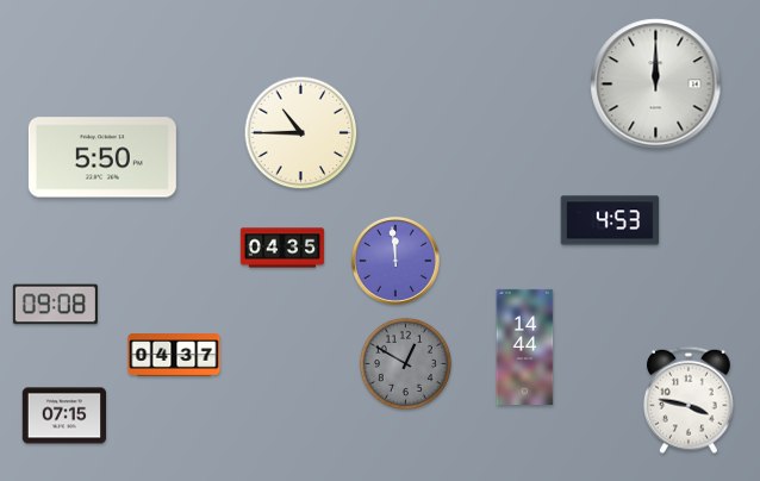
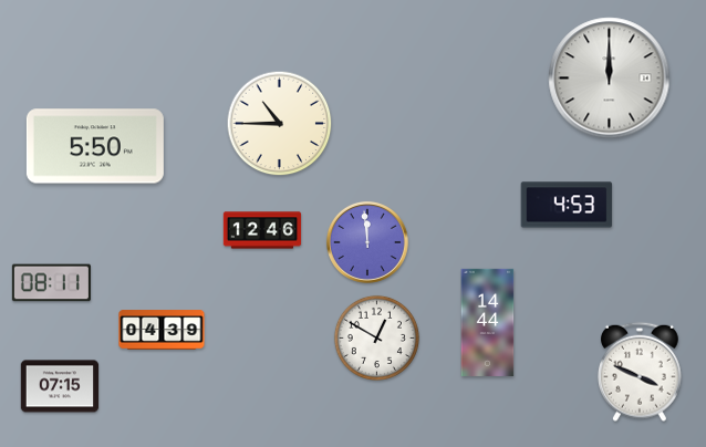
clock at (282, 248): 04:35 -> 12:46
clock at (55, 305): 09:08 -> 08:11
clock at (174, 355): 04:37 -> 04:39
clock at (405, 363) dial: grey -> white
clock at (690, 400): 3:47 -> 3:49
